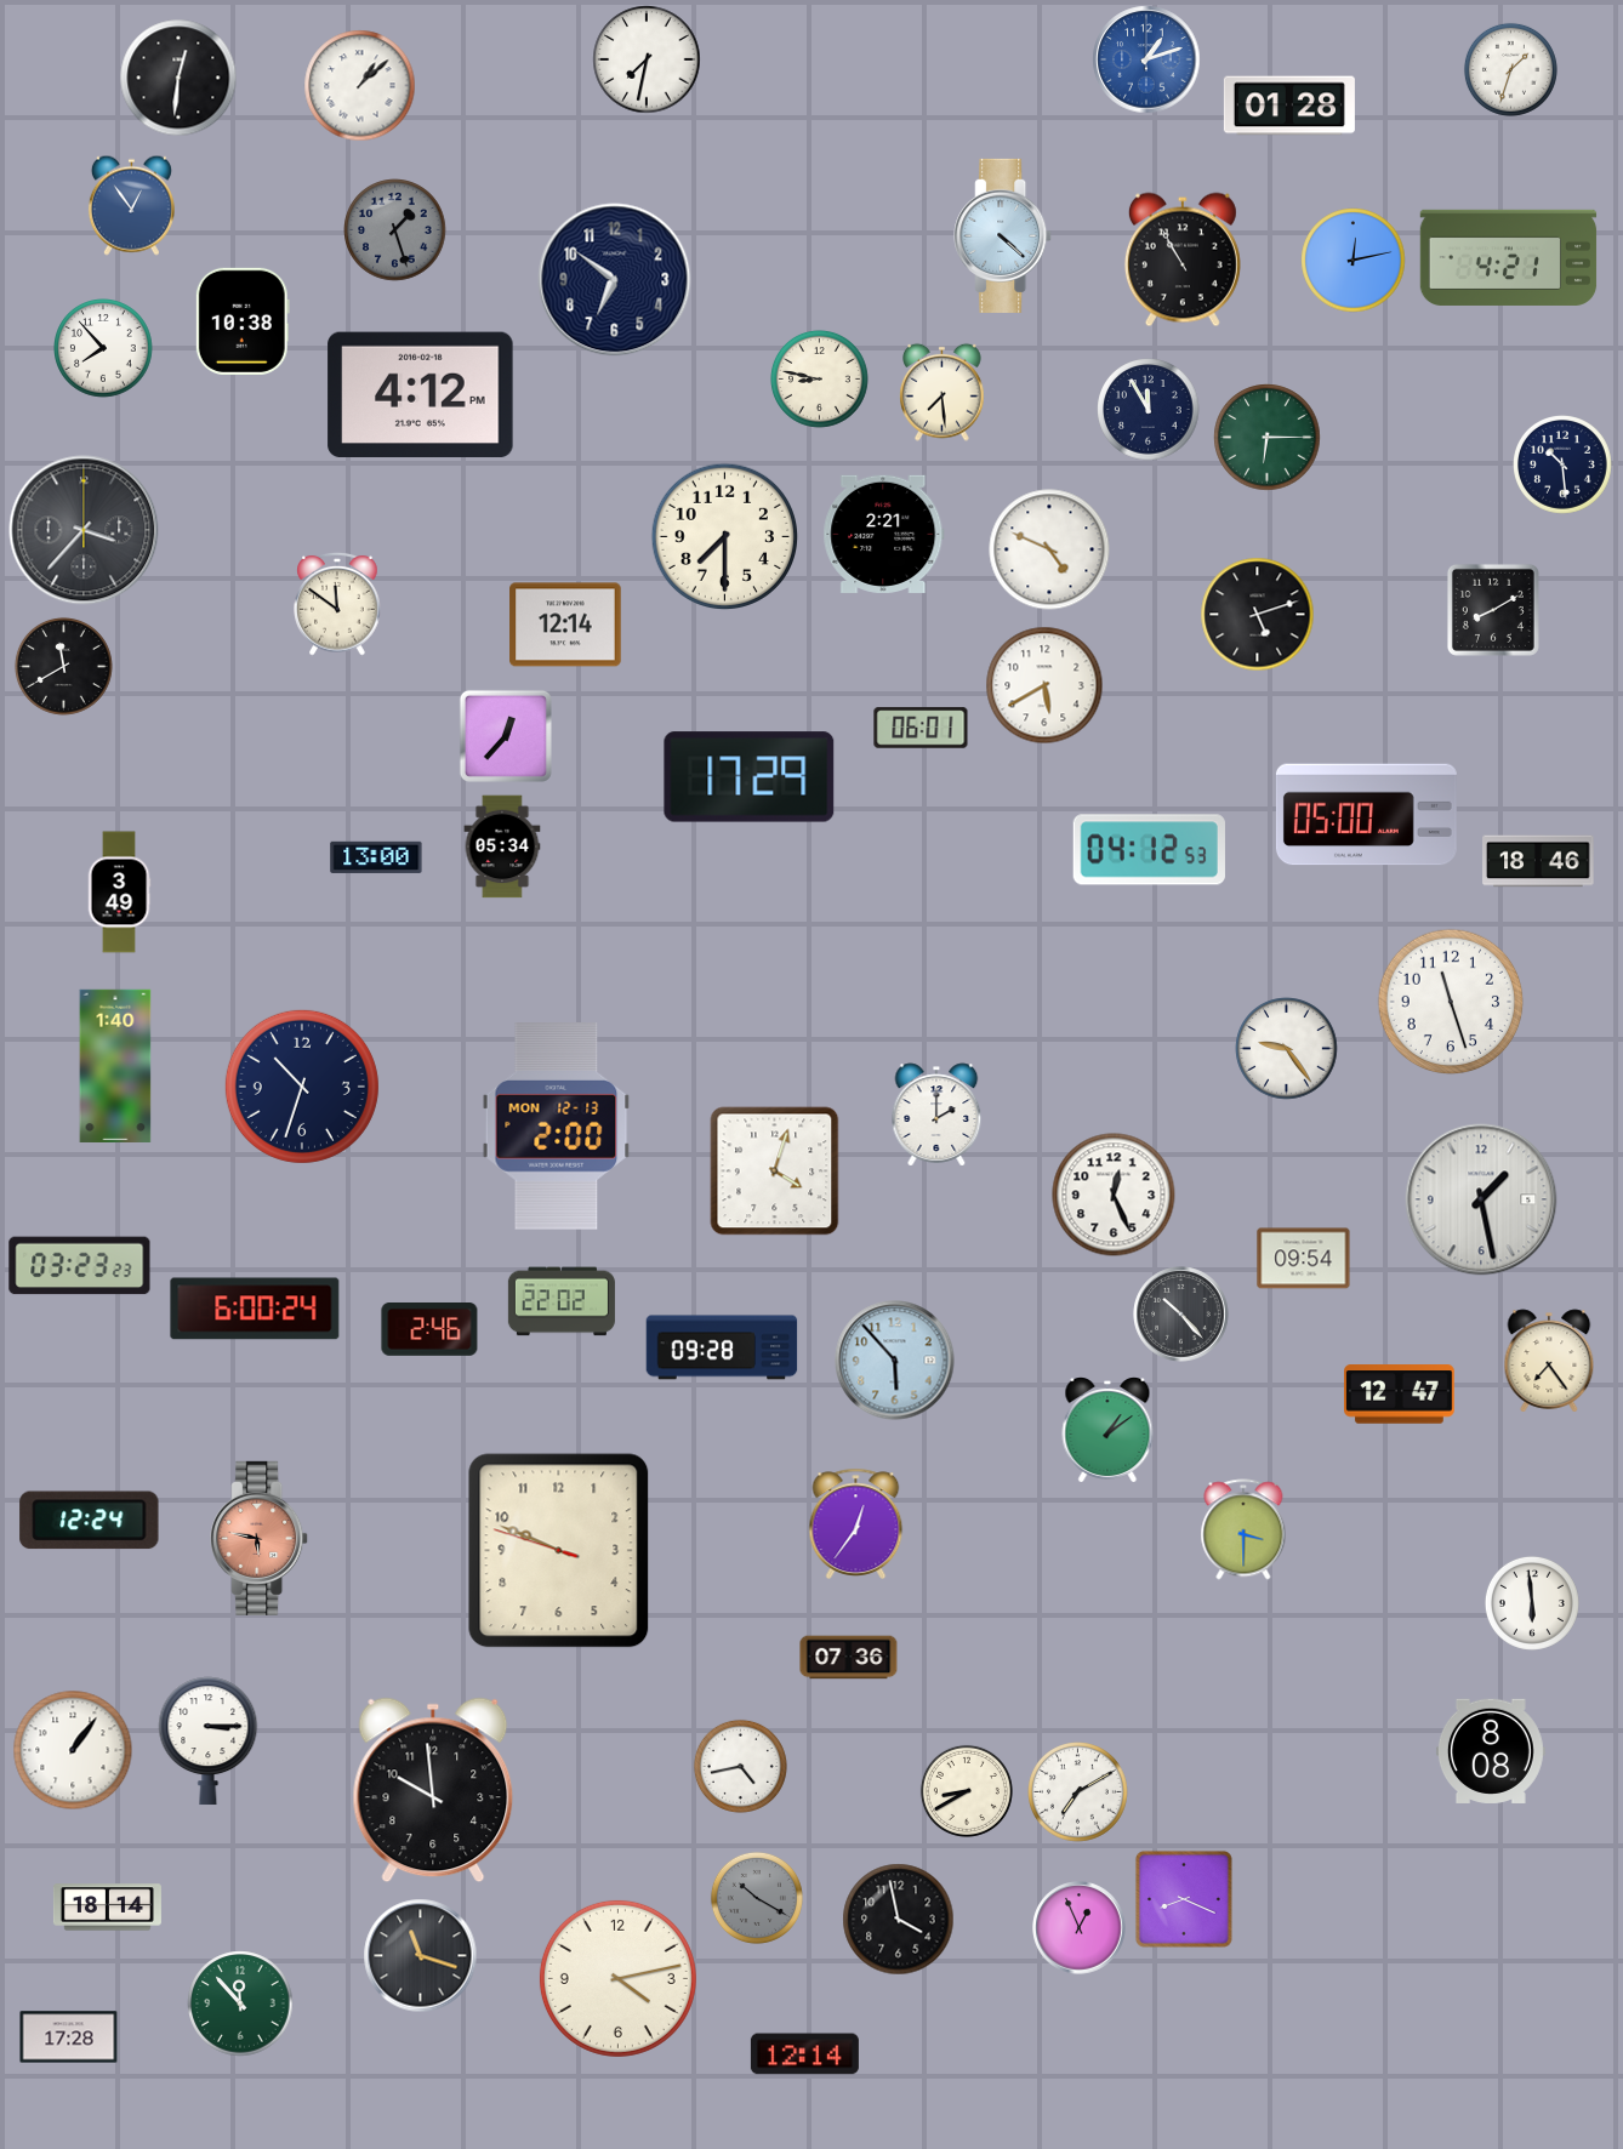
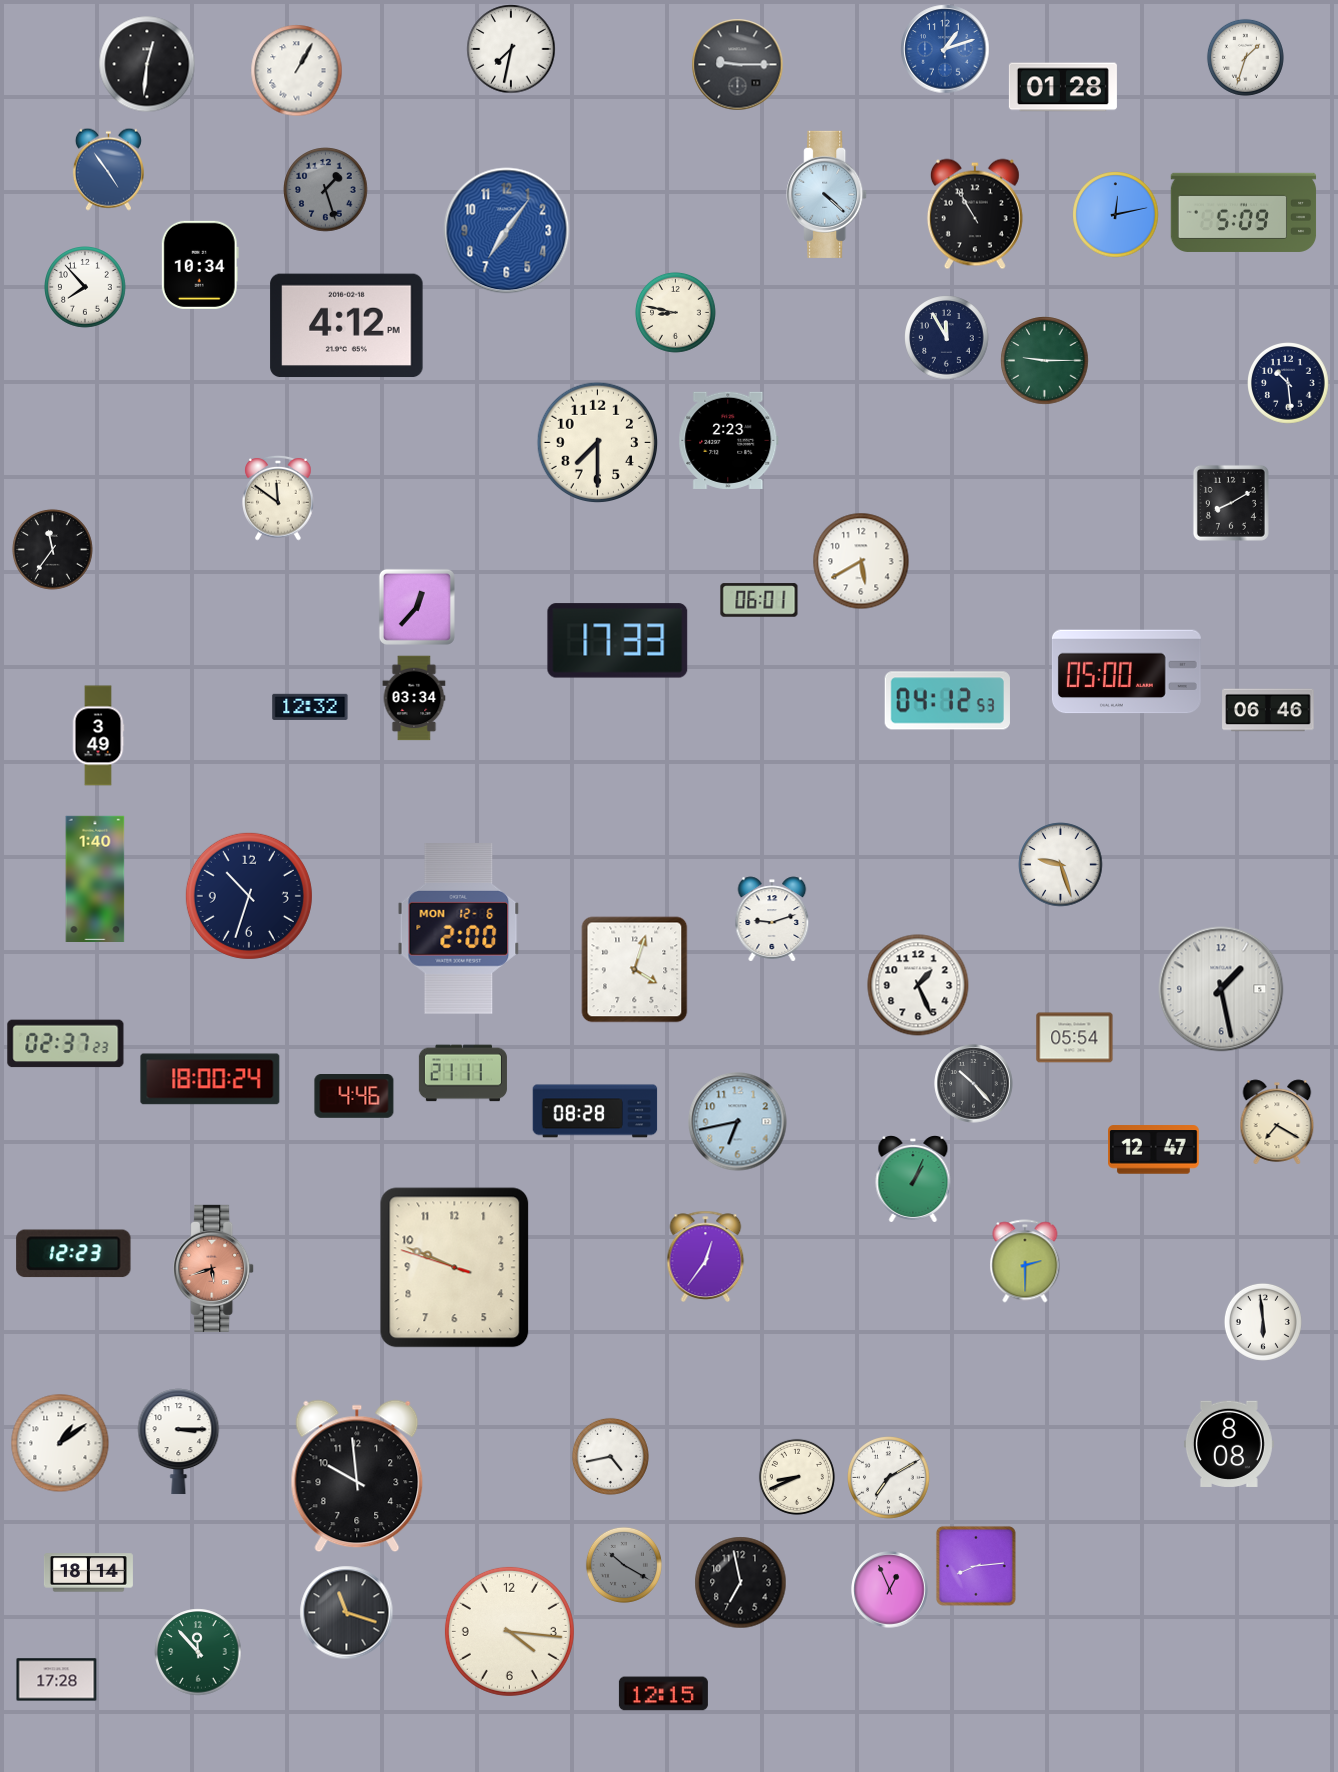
clock at (647, 59) position: (647, 59) -> (511, 49)
clock at (738, 65): none -> 9:15
clock at (360, 86): 1:08 -> 1:05
clock at (131, 205): 12:54 -> 4:54
clock at (1509, 257): 4:21 -> 5:09
clock at (615, 280): 6:51 -> 7:06
clock at (615, 280) dial: navy -> blue
clock at (243, 321): 10:38 -> 10:34
clock at (943, 392): 7:29 -> none
clock at (1268, 438): 6:15 -> 9:15
clock at (84, 530): 3:37 -> none
clock at (884, 534): 2:21 -> 2:23
clock at (1049, 549): 4:49 -> none
clock at (1258, 615): 5:12 -> none
clock at (565, 625): 12:14 -> none
clock at (64, 667): 11:40 -> 11:36
clock at (1044, 685) position: (1044, 685) -> (861, 561)
clock at (750, 777): 17:29 -> 17:33
clock at (502, 847): 05:34 -> 03:34
clock at (376, 857): 13:00 -> 12:32
clock at (1538, 861): 18:46 -> 06:46
clock at (1451, 1002): 11:27 -> none
clock at (1287, 1049): 9:24 -> 9:27
clock at (936, 1115): 2:00 -> 9:12
clock at (557, 1127) date: MON 12-13 -> MON 12-6
clock at (775, 1172) position: (775, 1172) -> (635, 970)
clock at (1114, 1195): 12:26 -> 1:26
clock at (1304, 1259): 09:54 -> 05:54
clock at (80, 1266): 03:23 -> 02:37
clock at (562, 1301): 22:02 -> 21:11
clock at (255, 1309): 6:00 -> 18:00
clock at (429, 1330): 2:46 -> 4:46
clock at (722, 1347): 09:28 -> 08:28
clock at (895, 1361): 5:53 -> 6:43
clock at (1549, 1361): 7:24 -> 7:20
clock at (1107, 1431): 1:09 -> 1:04
clock at (90, 1521): 12:24 -> 12:23
clock at (1243, 1529): 3:30 -> 2:30
clock at (260, 1538): 5:47 -> 5:42
clock at (559, 1551) position: (559, 1551) -> (455, 1268)
clock at (849, 1658): 07:36 -> none
clock at (209, 1742) position: (209, 1742) -> (179, 1442)
clock at (73, 1750): 1:06 -> 1:09
clock at (967, 1791): 8:40 -> 8:41
clock at (1184, 1899): 8:19 -> 8:14
clock at (899, 1920): 3:58 -> 6:58
clock at (617, 1978): 4:13 -> 4:16
clock at (804, 2054): 12:14 -> 12:15
